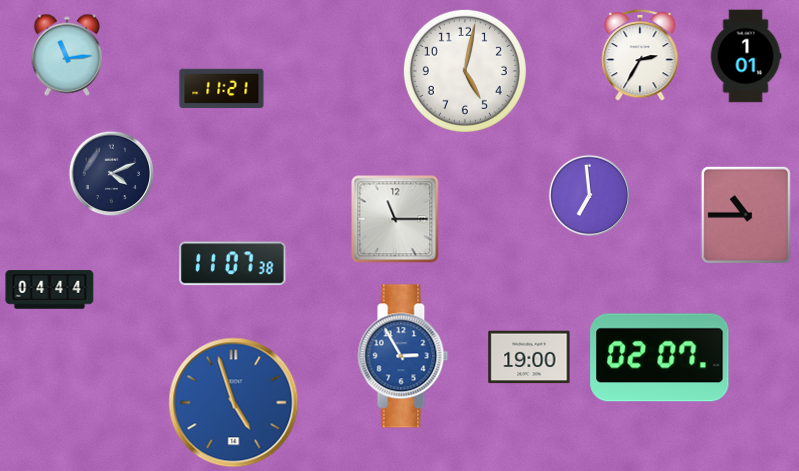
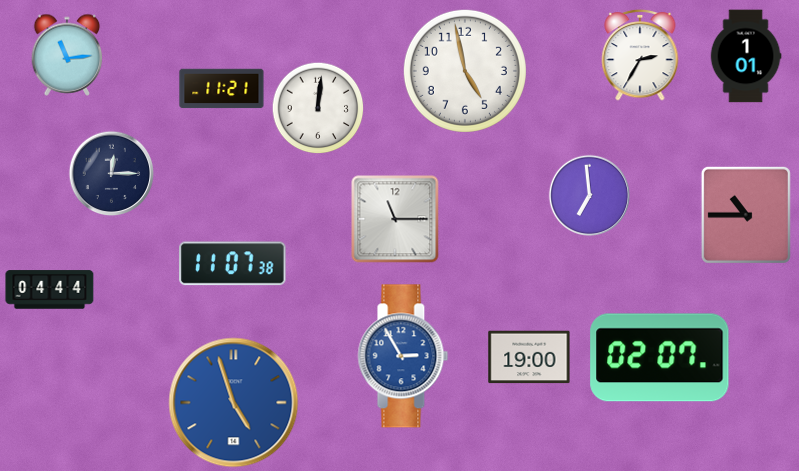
clock at (465, 71): 5:02 -> 4:58
clock at (318, 108): none -> 12:01
clock at (112, 174): 4:11 -> 12:15
